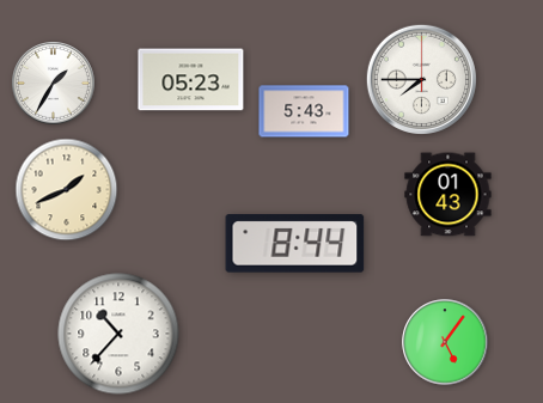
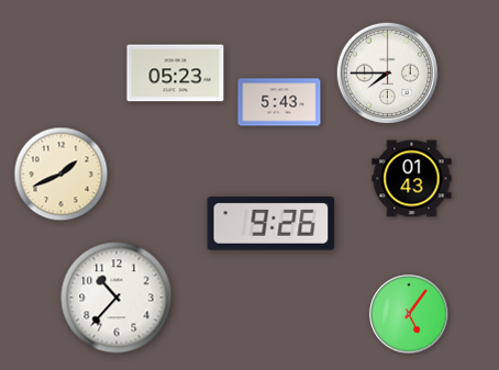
clock at (54, 84): 1:35 -> none
clock at (295, 244): 8:44 -> 9:26
clock at (118, 334) position: (118, 334) -> (117, 298)
